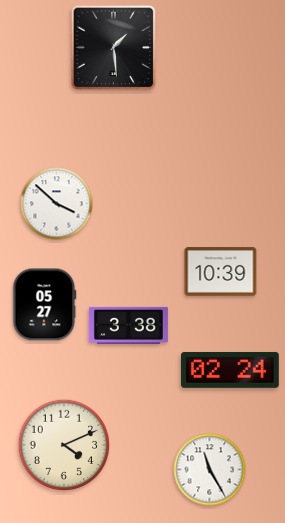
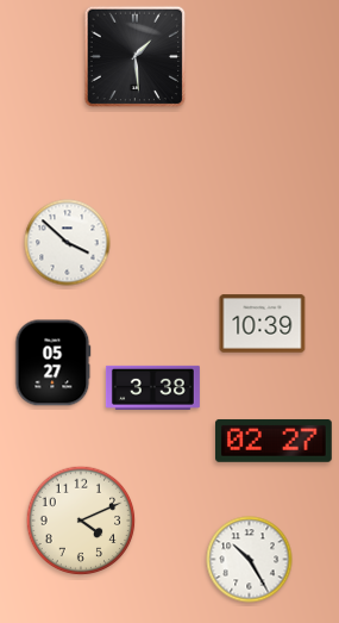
clock at (230, 370): 02:24 -> 02:27
clock at (64, 445) position: (64, 445) -> (81, 521)
clock at (210, 470): 11:25 -> 10:25
